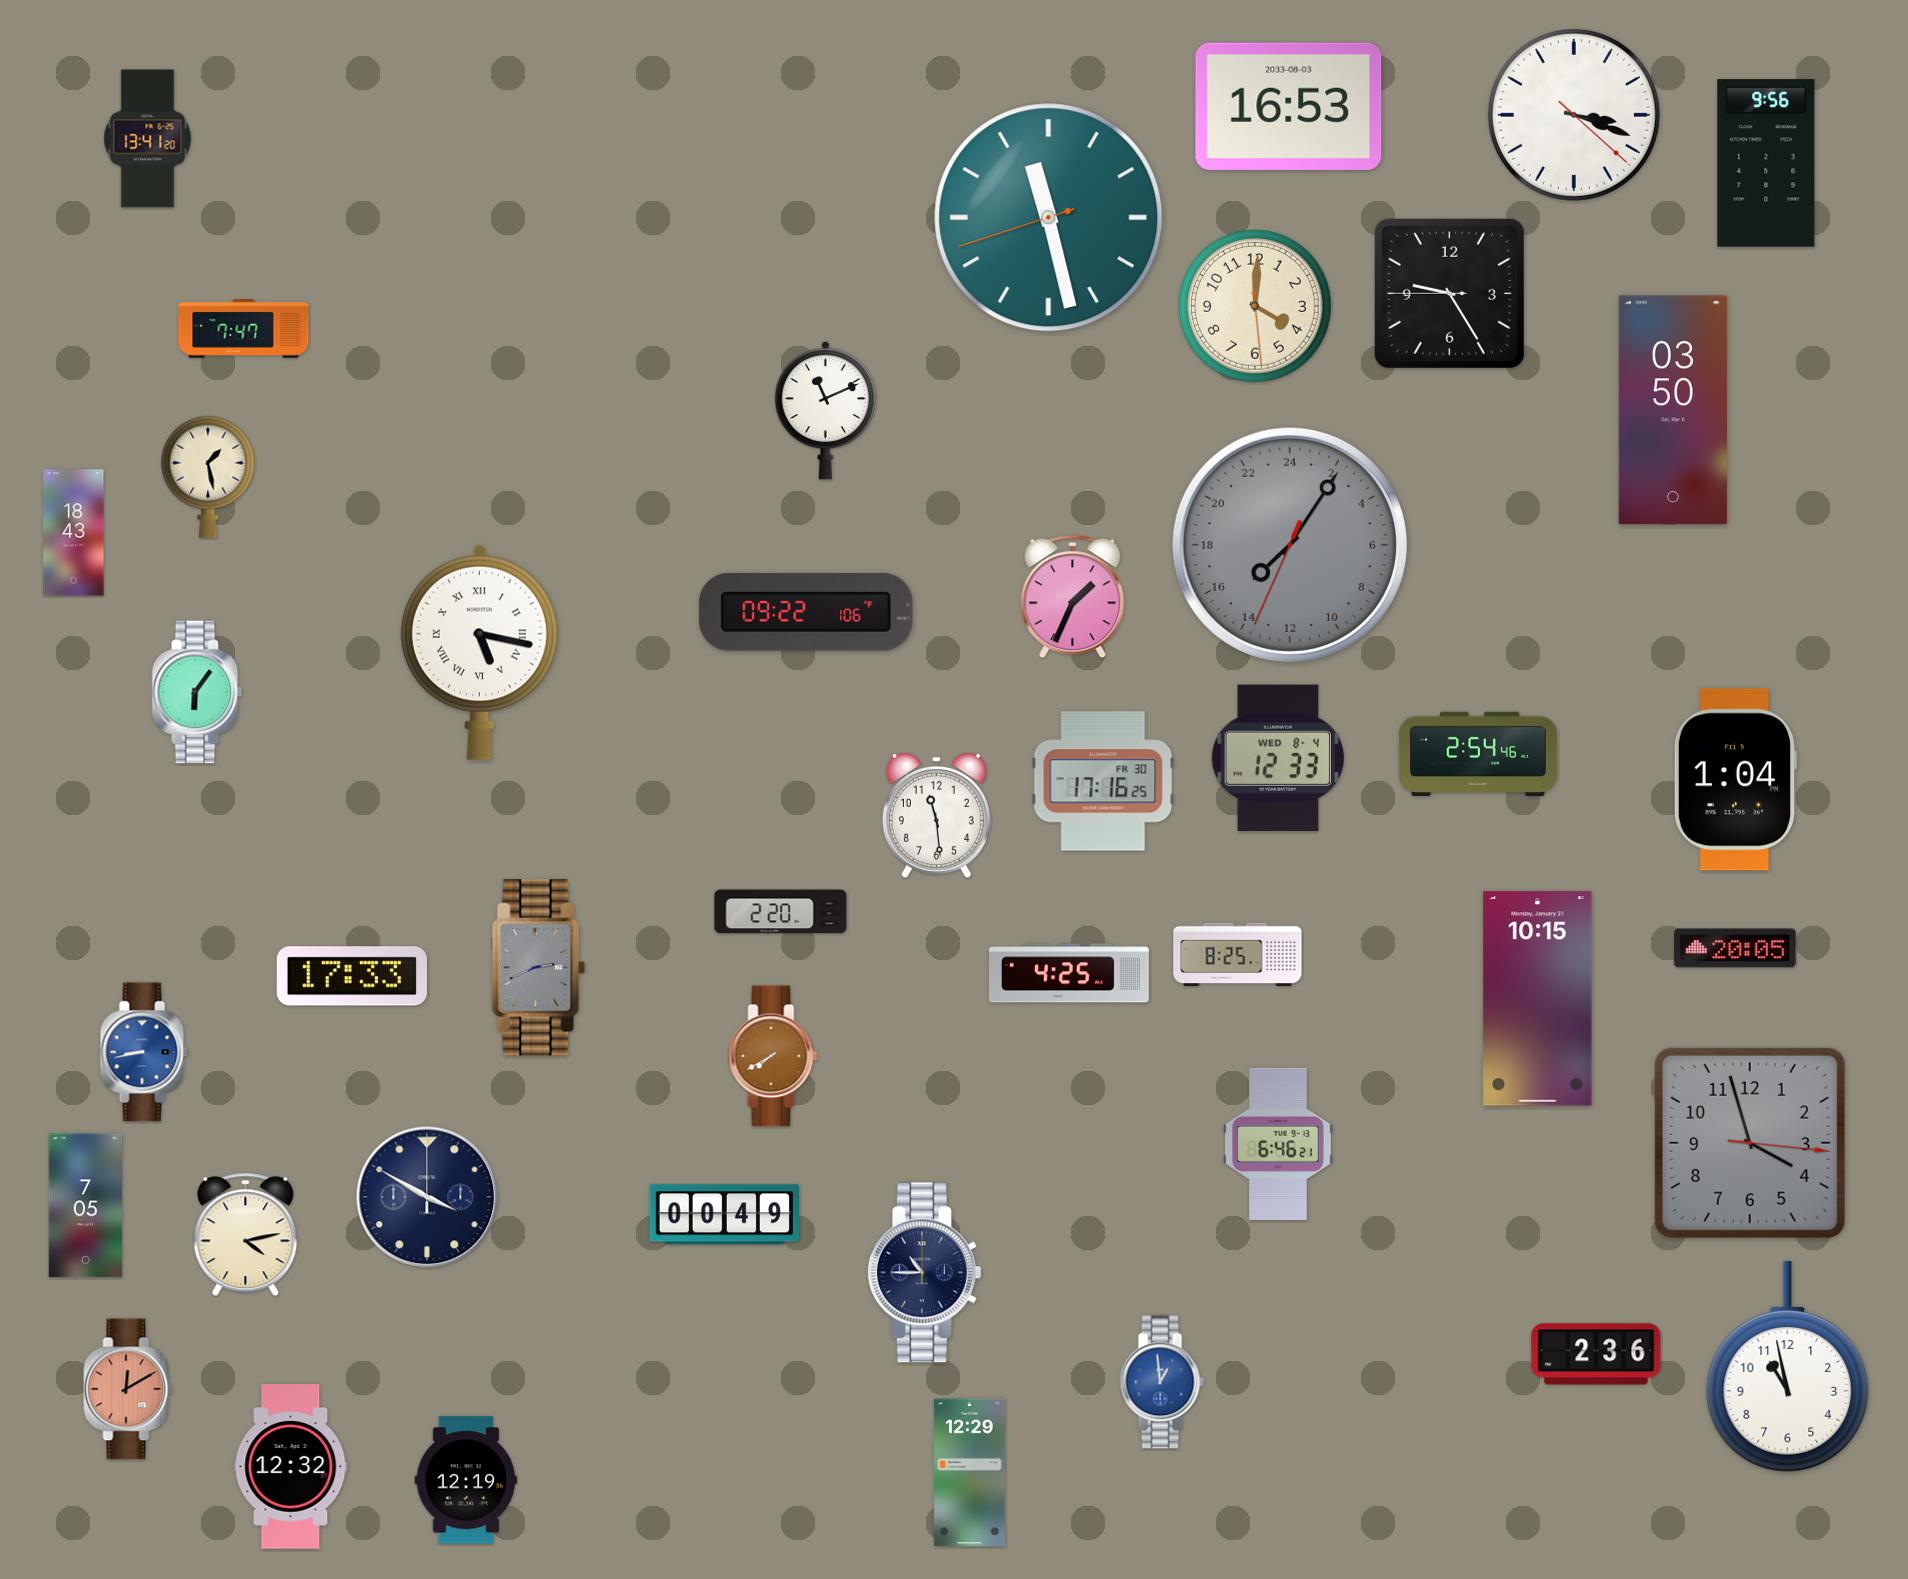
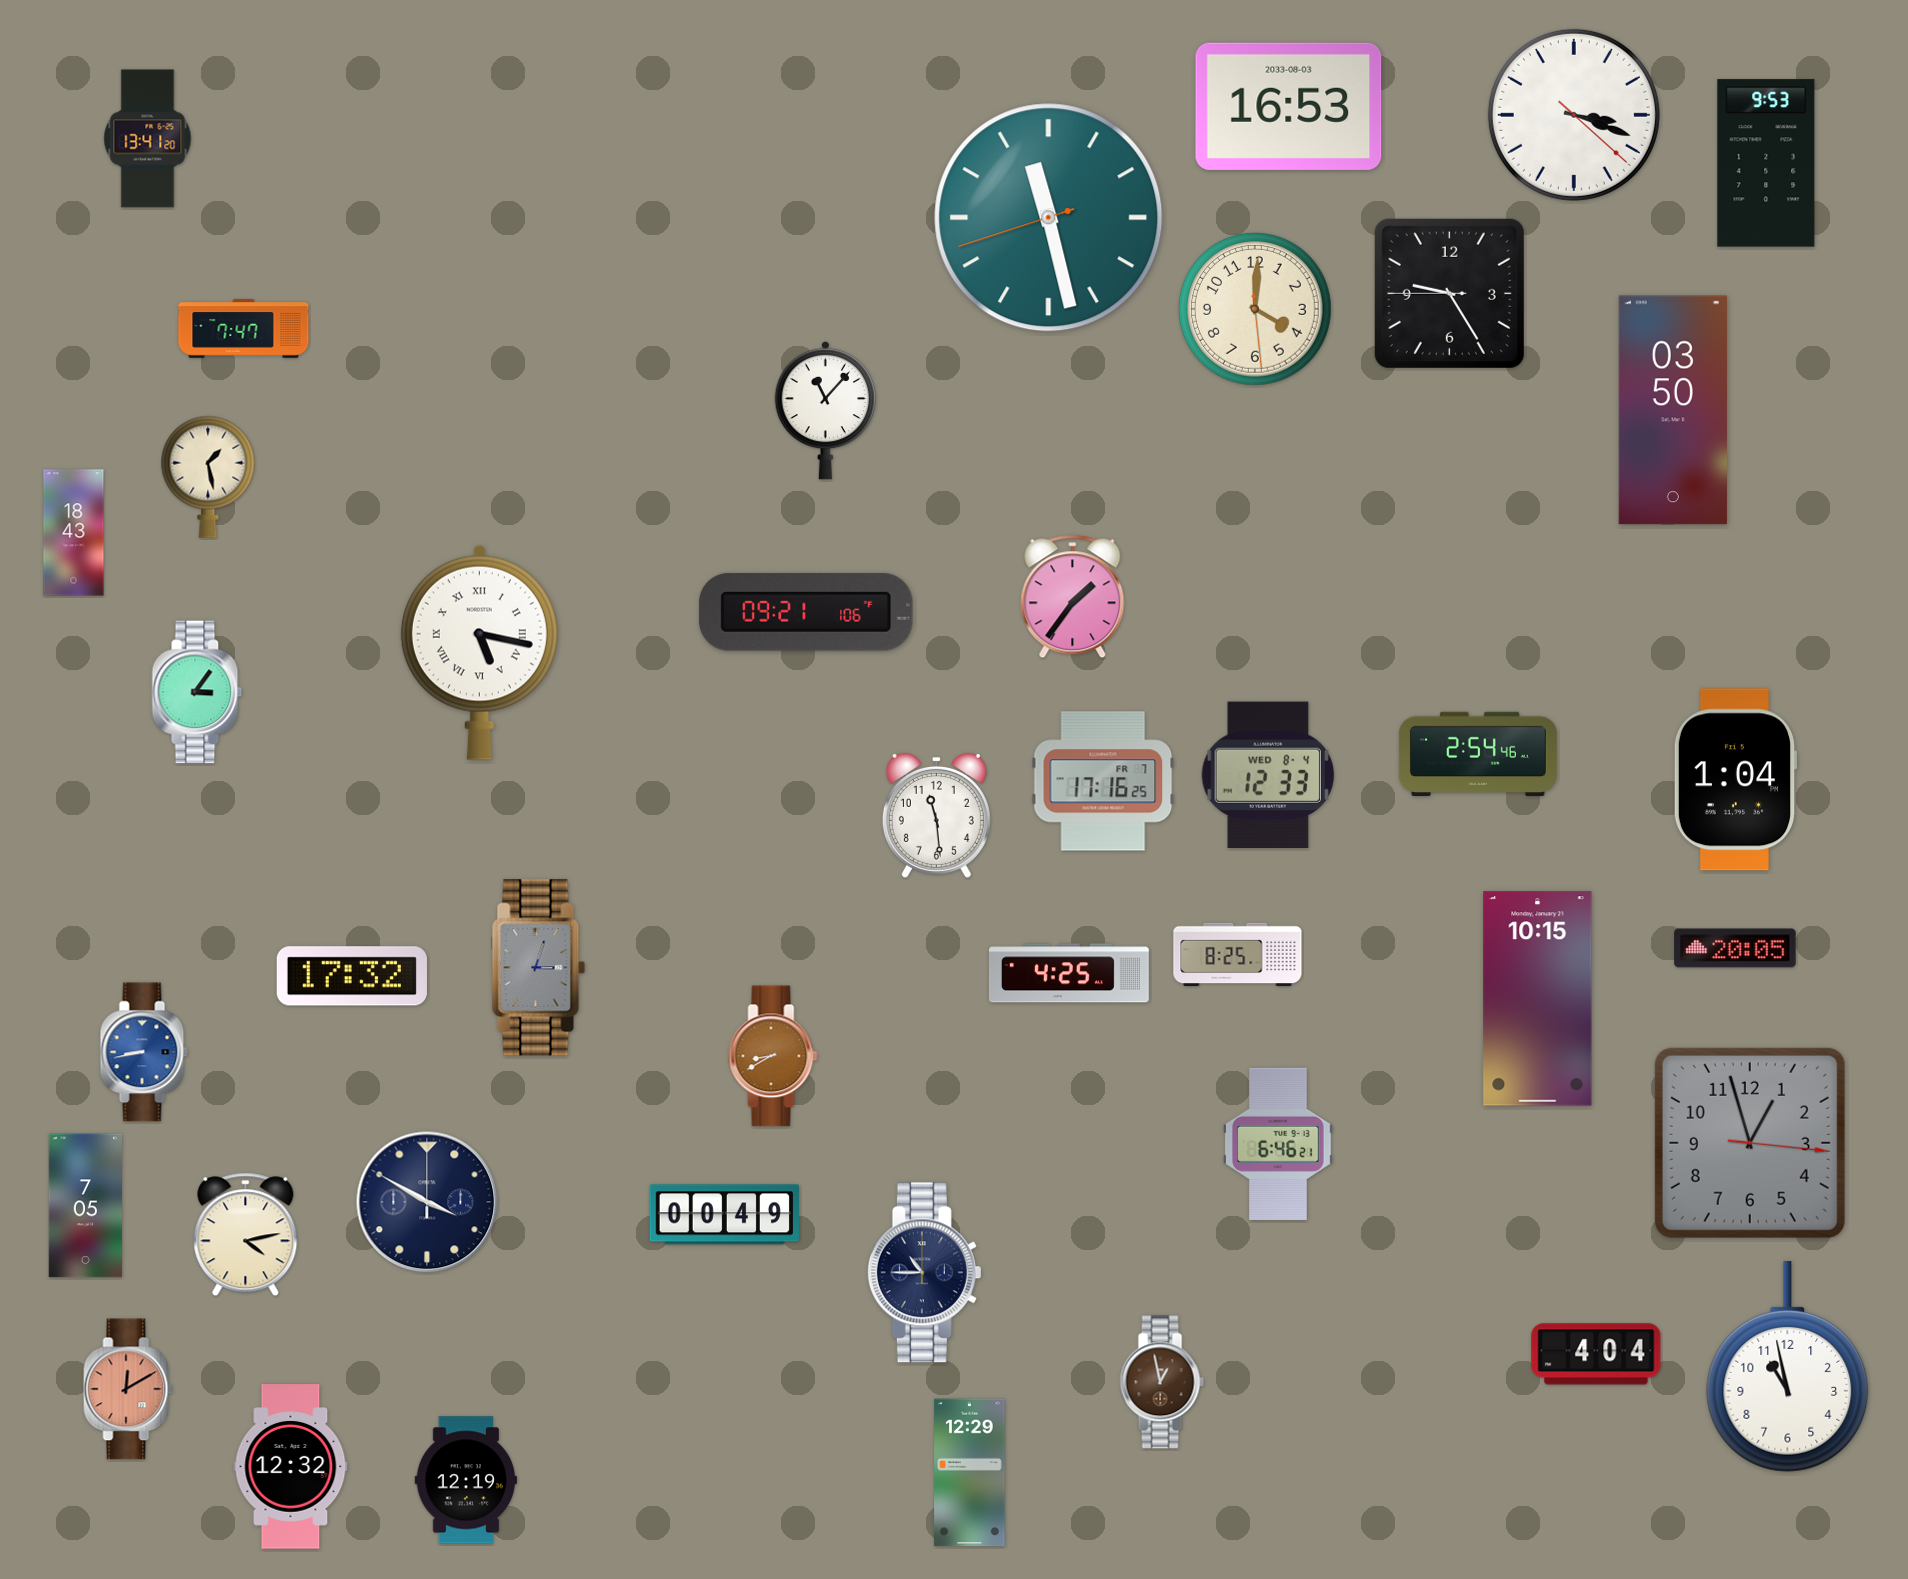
clock at (1766, 163): 9:56 -> 9:53
clock at (1255, 306) position: (1255, 306) -> (1255, 309)
clock at (826, 410): 11:11 -> 11:07
clock at (1290, 545): 15:05 -> none
clock at (1073, 597): 1:34 -> 1:36
clock at (806, 612): 09:22 -> 09:21
clock at (197, 692): 6:06 -> 3:06
clock at (1278, 757) position: (1278, 757) -> (1268, 774)
clock at (1103, 781) date: FR 30 -> FR 7
clock at (781, 912): 2:20 -> none
clock at (539, 968): 2:41 -> 3:03
clock at (352, 976): 17:33 -> 17:32
clock at (773, 1056): 7:40 -> 8:40
clock at (1750, 1143): 3:57 -> 12:57
clock at (427, 1197) position: (427, 1197) -> (427, 1202)
clock at (1596, 1354): 2:36 -> 4:04
clock at (1162, 1382): 12:59 -> 12:58
clock at (1162, 1382) dial: blue -> brown
